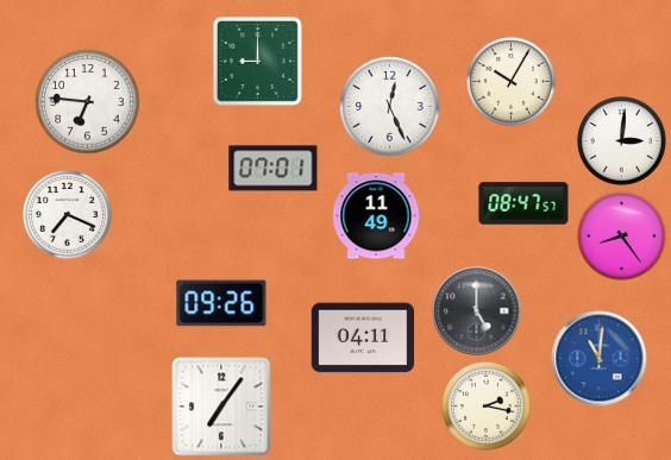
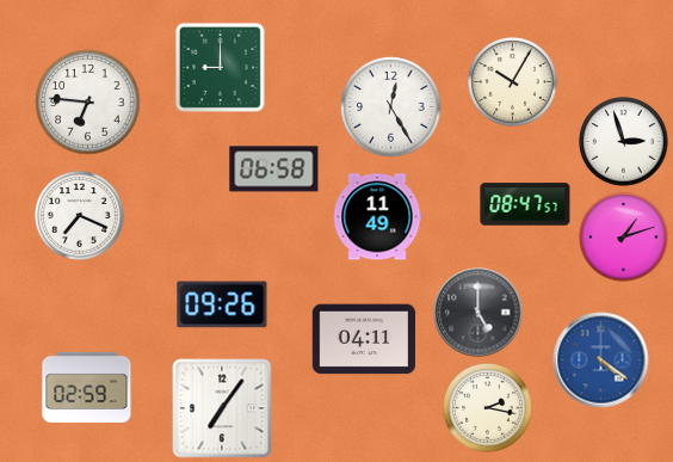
clock at (257, 61) position: (257, 61) -> (220, 67)
clock at (390, 107): 12:26 -> 12:25
clock at (622, 141): 3:01 -> 2:57
clock at (274, 169): 07:01 -> 06:58
clock at (68, 215) position: (68, 215) -> (80, 216)
clock at (622, 237): 8:24 -> 1:12
clock at (600, 359): 11:01 -> 4:21
clock at (87, 387): none -> 02:59
